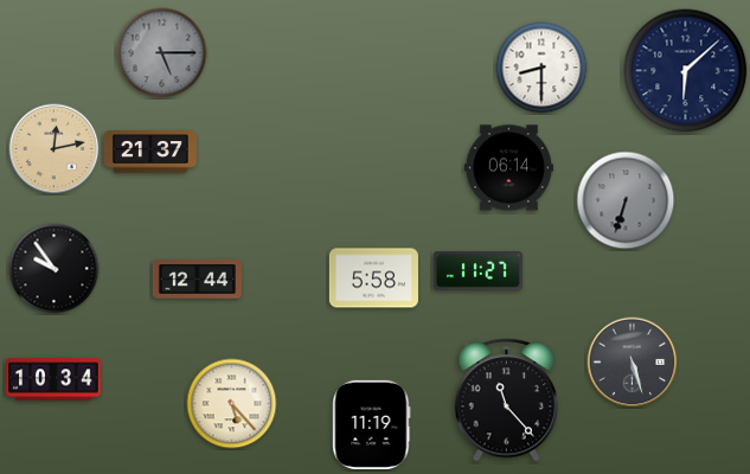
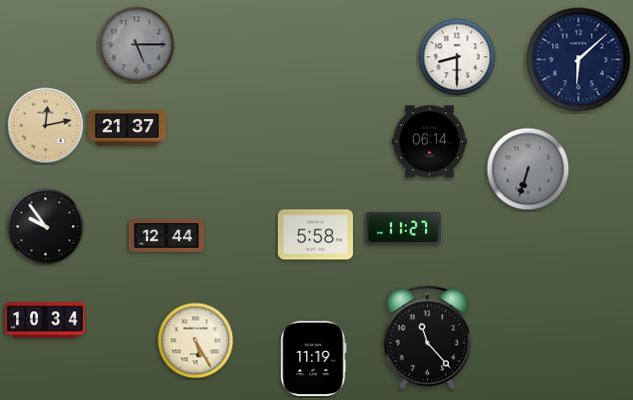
clock at (633, 363): 5:27 -> none
clock at (232, 404): 5:23 -> 5:25
